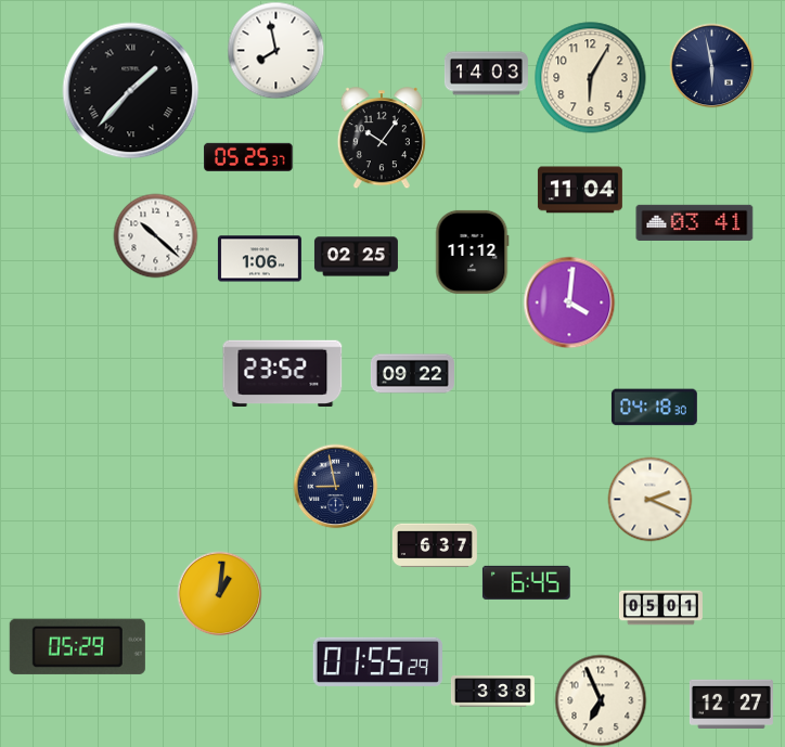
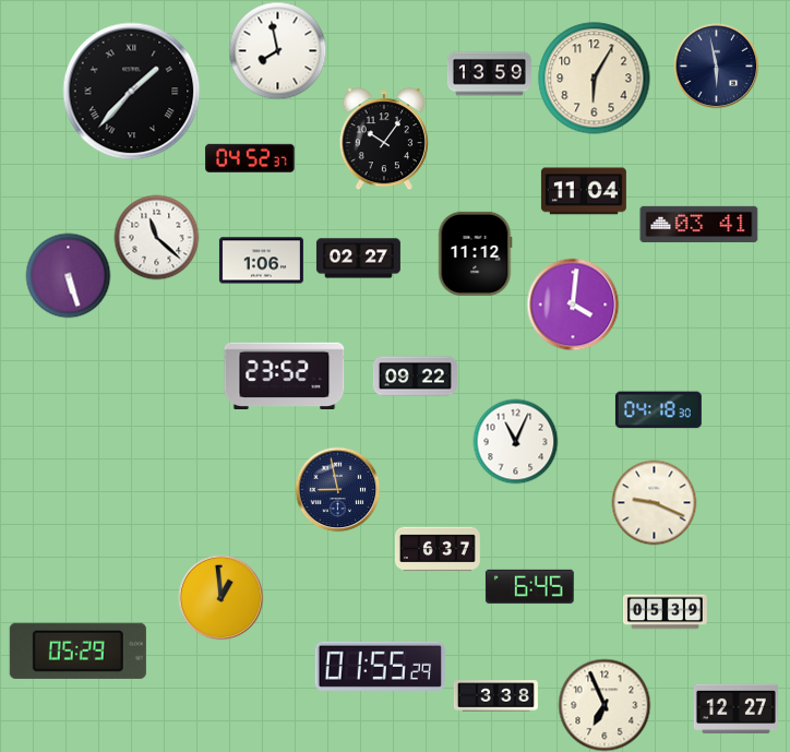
clock at (486, 74): 14:03 -> 13:59
clock at (249, 157): 05:25 -> 04:52
clock at (155, 235): 10:22 -> 11:22
clock at (356, 257): 02:25 -> 02:27
clock at (68, 275): none -> 5:27
clock at (515, 441): none -> 11:04
clock at (649, 499): 2:19 -> 9:19
clock at (219, 593): 1:01 -> 12:59
clock at (660, 608): 05:01 -> 05:39
